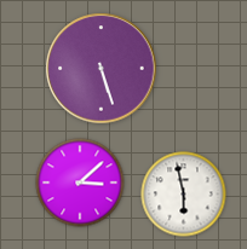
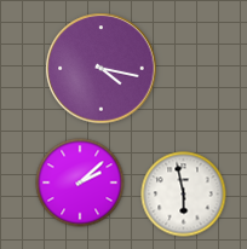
clock at (102, 69): 5:27 -> 4:17
clock at (80, 183): 3:08 -> 2:08
